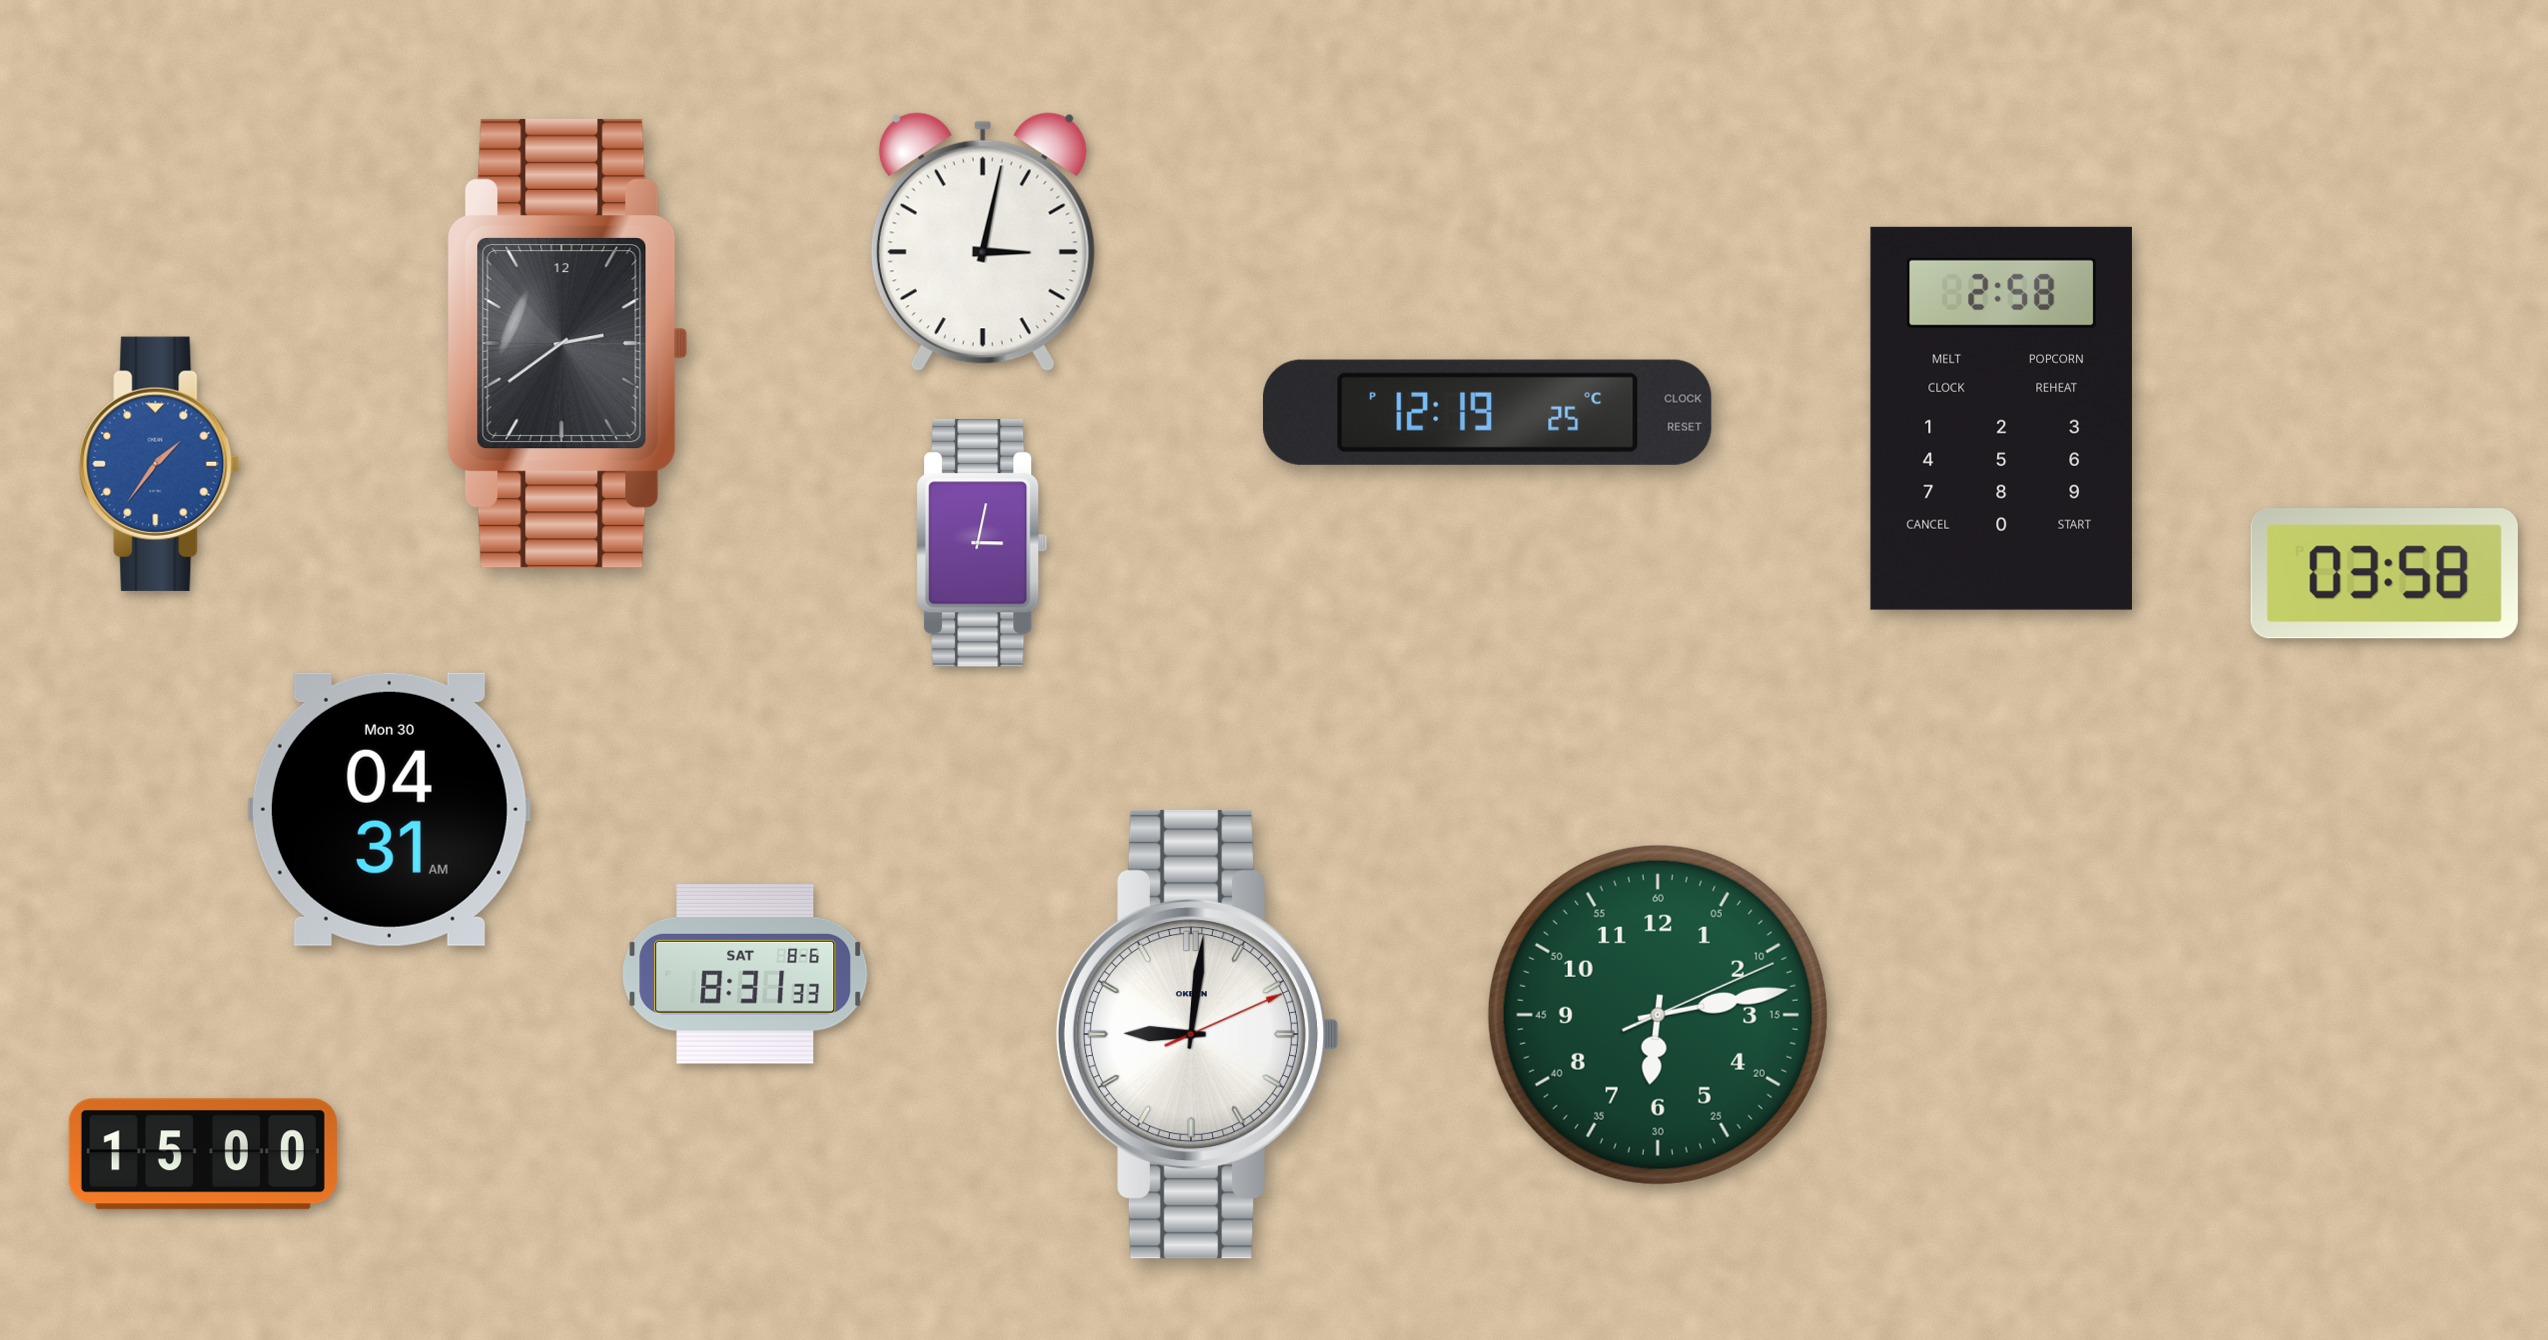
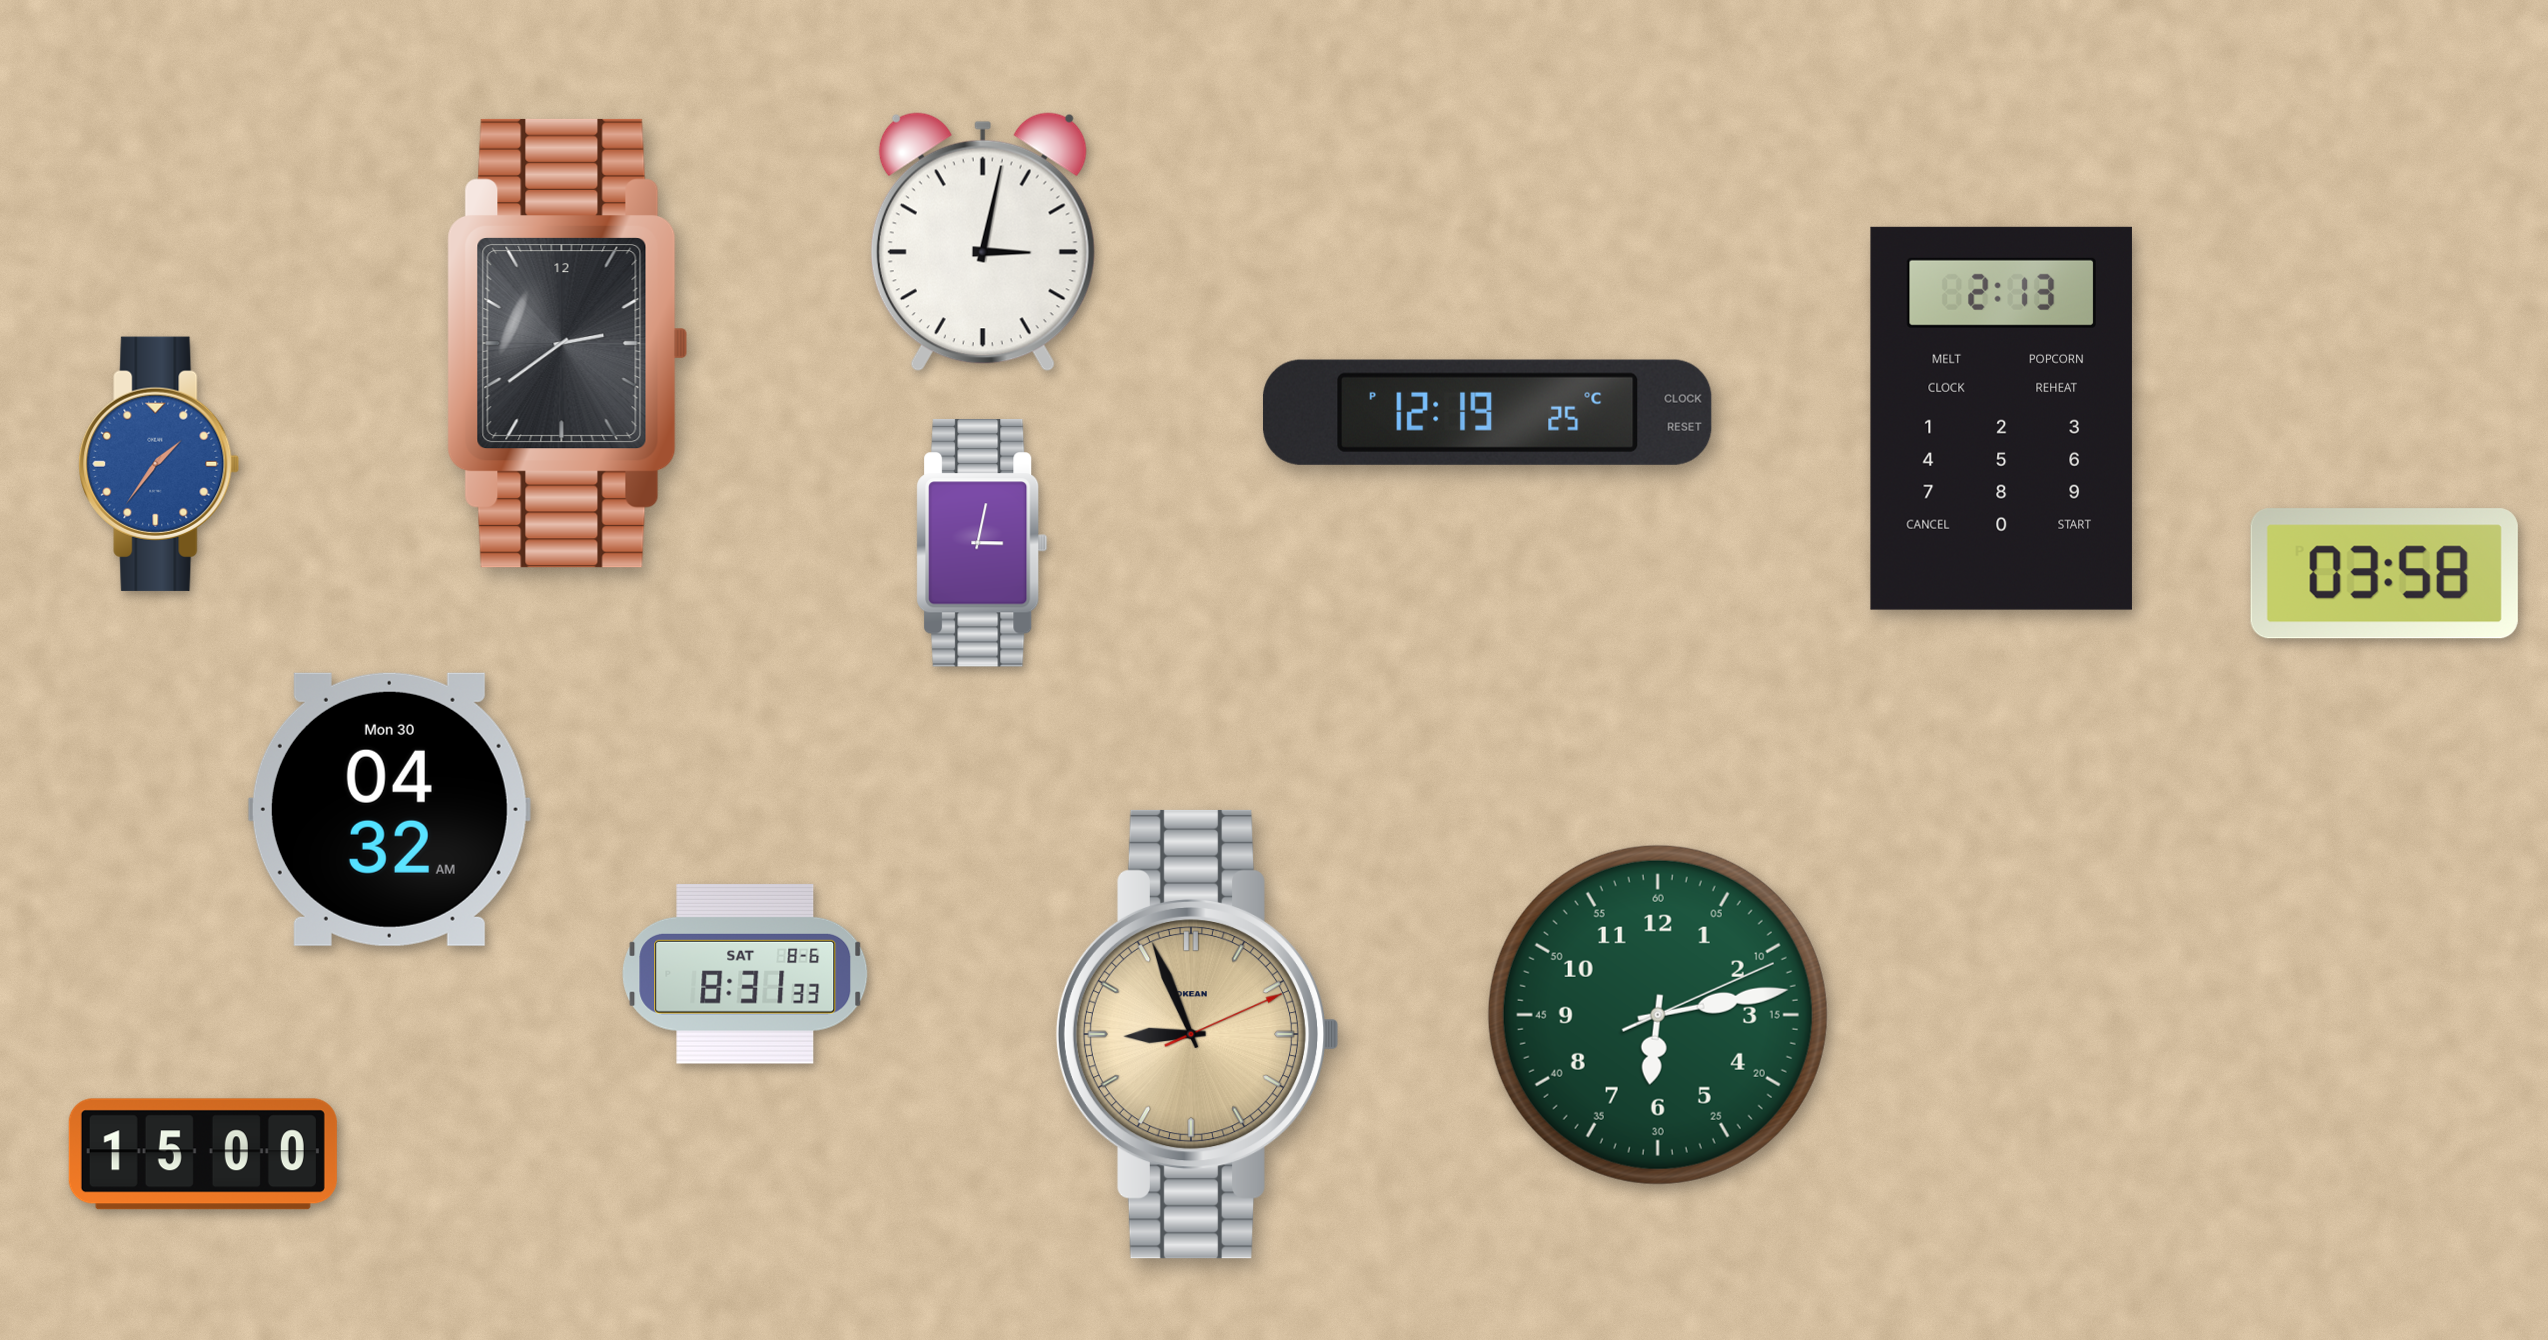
clock at (2001, 418): 2:58 -> 2:13
clock at (389, 809): 04:31 -> 04:32
clock at (1197, 1034): 9:01 -> 8:56
clock at (1197, 1034) dial: white -> champagne
